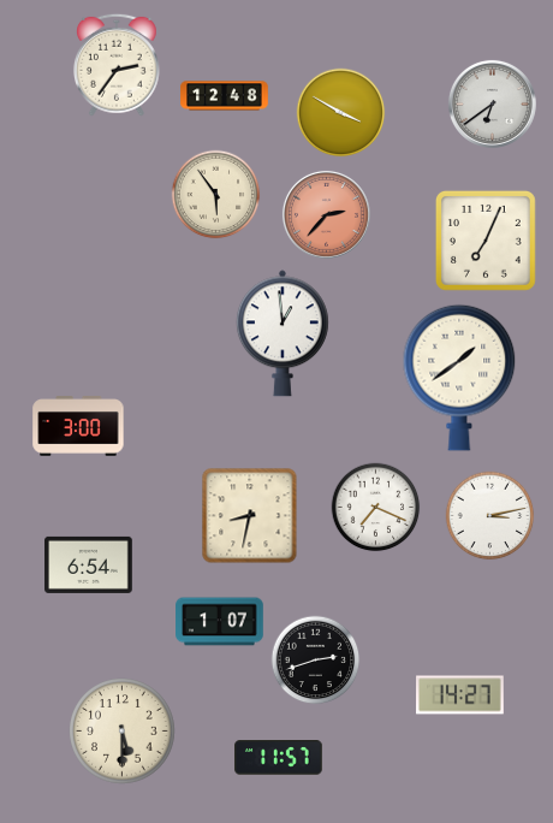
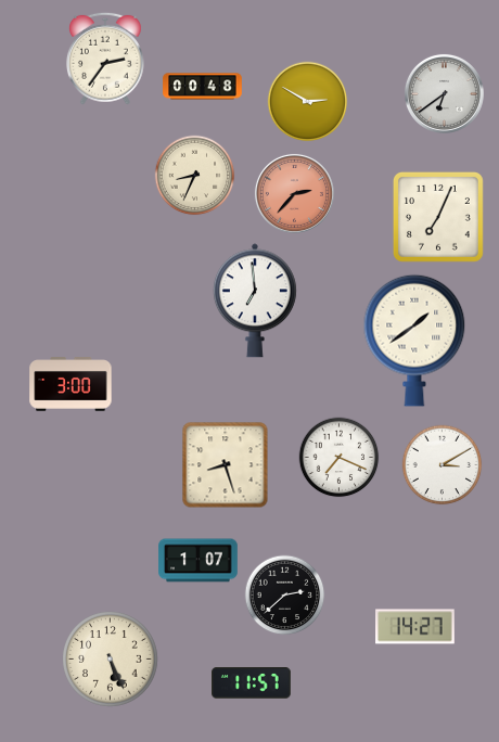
clock at (225, 96): 12:48 -> 00:48
clock at (341, 113): 3:50 -> 2:50
clock at (216, 195): 5:54 -> 8:34
clock at (283, 333): 12:59 -> 6:59
clock at (250, 516): 8:32 -> 8:27
clock at (490, 516): 3:13 -> 3:10
clock at (89, 564): 6:54 -> none
clock at (316, 661): 2:42 -> 2:38
clock at (123, 732): 5:30 -> 5:26
